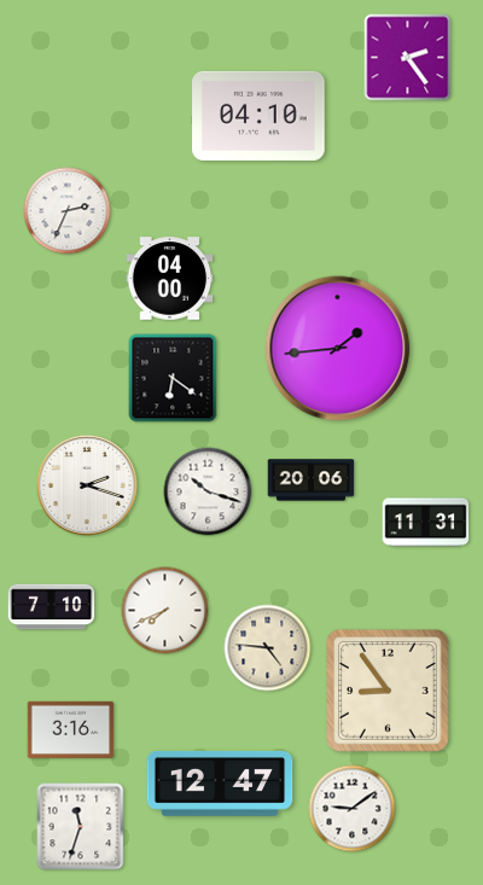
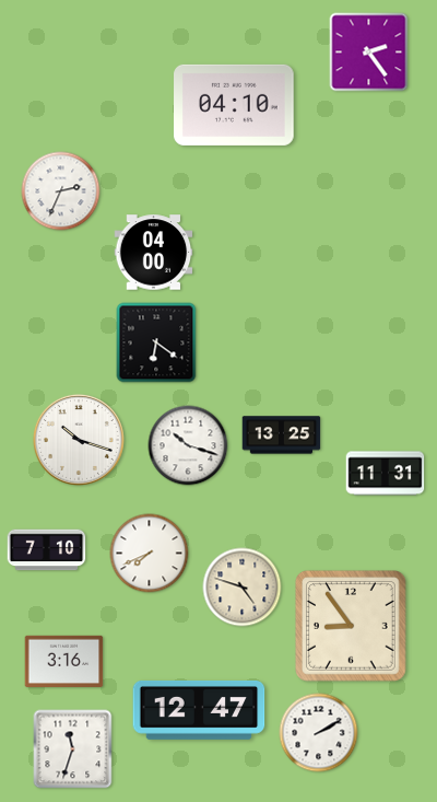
clock at (338, 349): 1:44 -> none
clock at (312, 481): 20:06 -> 13:25
clock at (87, 485): 2:18 -> 10:18
clock at (268, 648): 4:46 -> 4:48
clock at (353, 809): 9:09 -> 2:10
